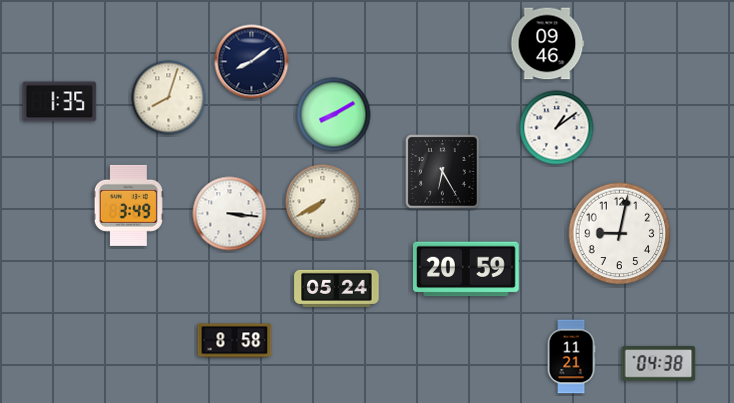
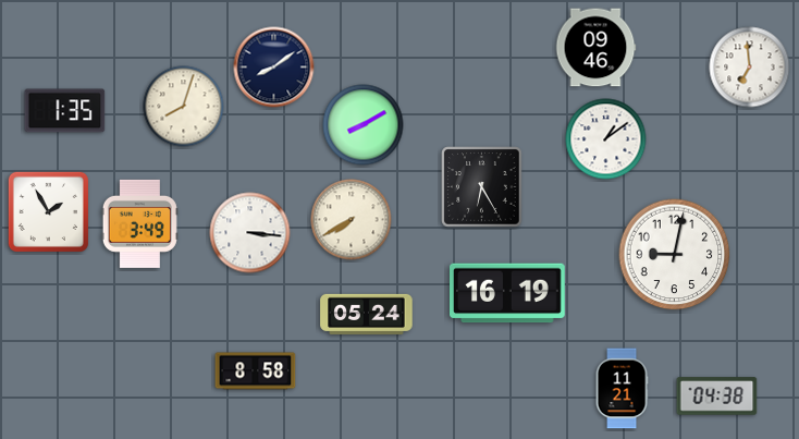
clock at (750, 68): none -> 6:59
clock at (48, 211): none -> 1:55
clock at (467, 269): 20:59 -> 16:19
